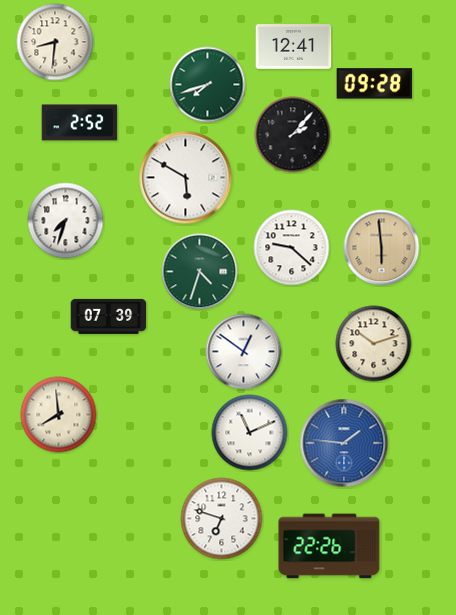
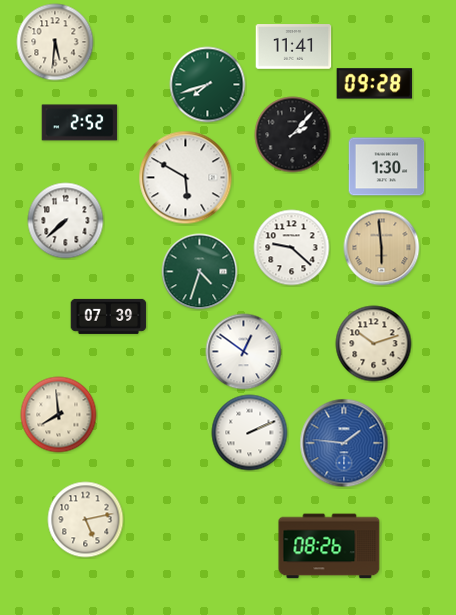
clock at (55, 42): 8:31 -> 5:31
clock at (294, 47): 12:41 -> 11:41
clock at (387, 167): none -> 1:30
clock at (66, 221): 7:33 -> 7:38
clock at (250, 433): 11:11 -> 2:11
clock at (222, 519): 6:48 -> none
clock at (86, 520): none -> 5:13
clock at (329, 546): 22:26 -> 08:26
